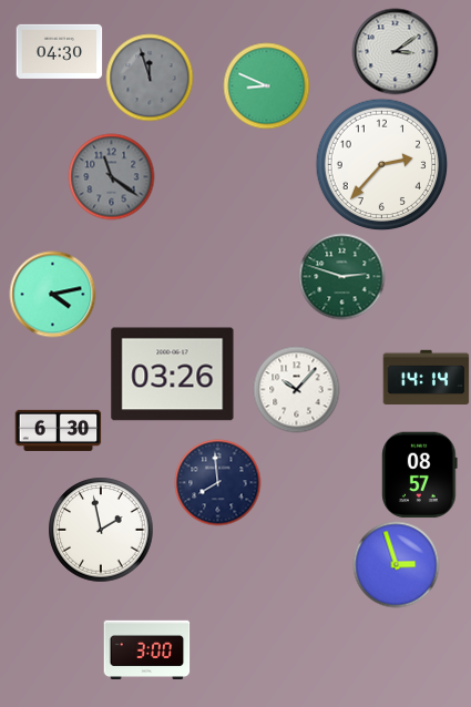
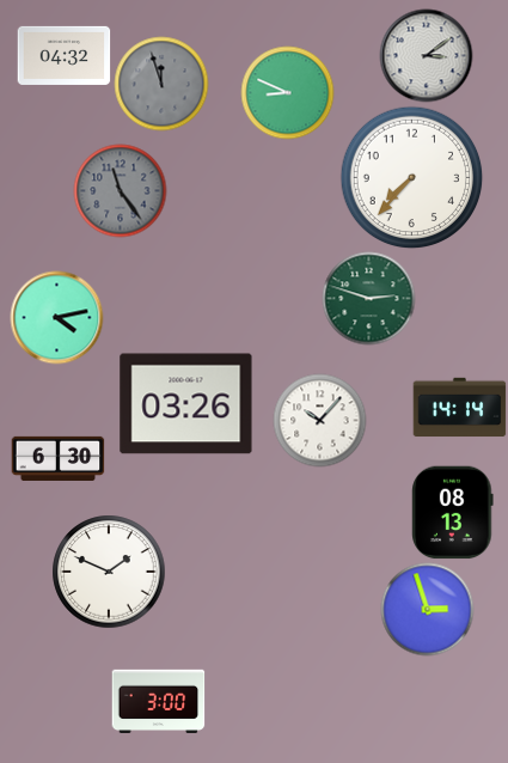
clock at (59, 51): 04:30 -> 04:32
clock at (381, 164): 2:37 -> 7:37
clock at (111, 176): 11:21 -> 11:24
clock at (58, 430) position: (58, 430) -> (57, 458)
clock at (420, 474): 08:57 -> 08:13
clock at (217, 482): 7:59 -> none
clock at (101, 530): 1:58 -> 1:49
